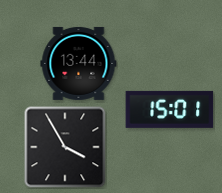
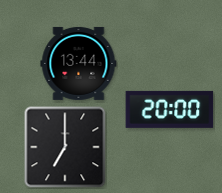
clock at (170, 109): 15:01 -> 20:00
clock at (65, 147): 3:55 -> 7:00
